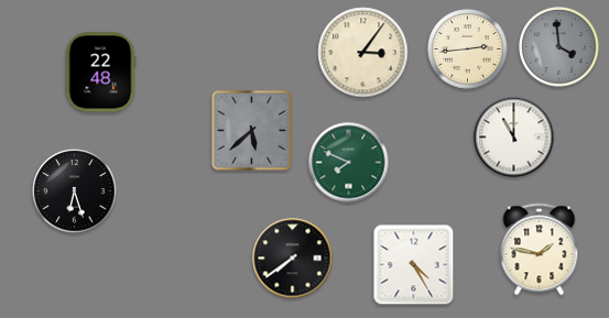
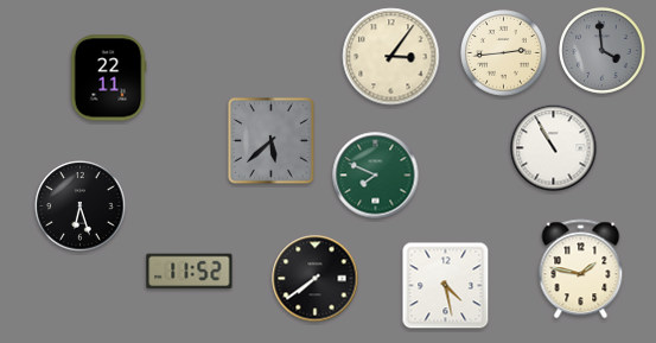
clock at (100, 73): 22:48 -> 22:11
clock at (514, 138): 11:00 -> 10:55
clock at (190, 272): none -> 11:52
clock at (414, 265): 4:25 -> 4:28
